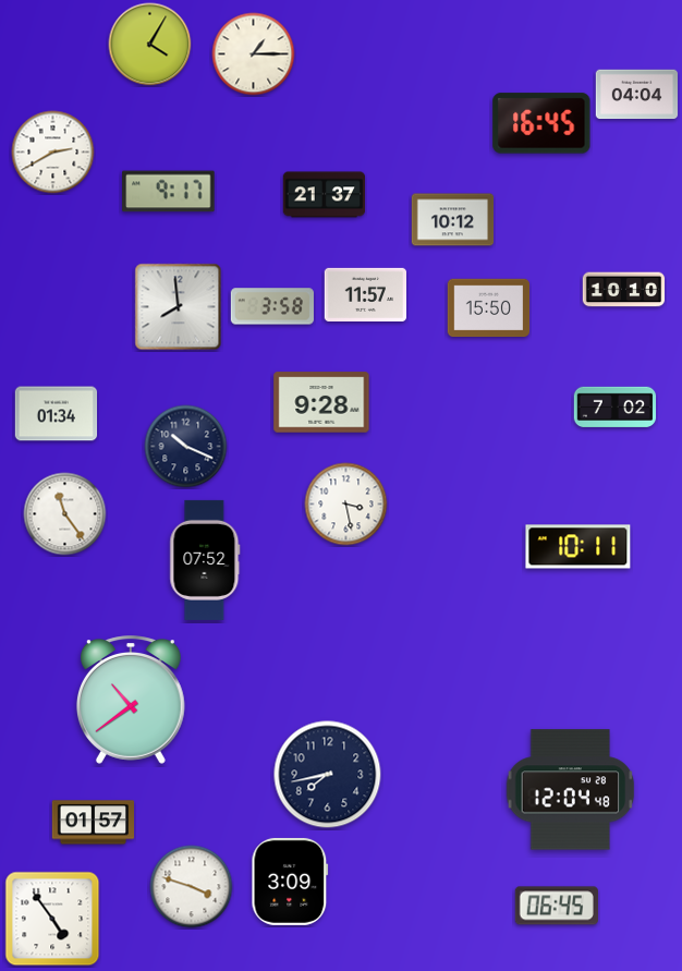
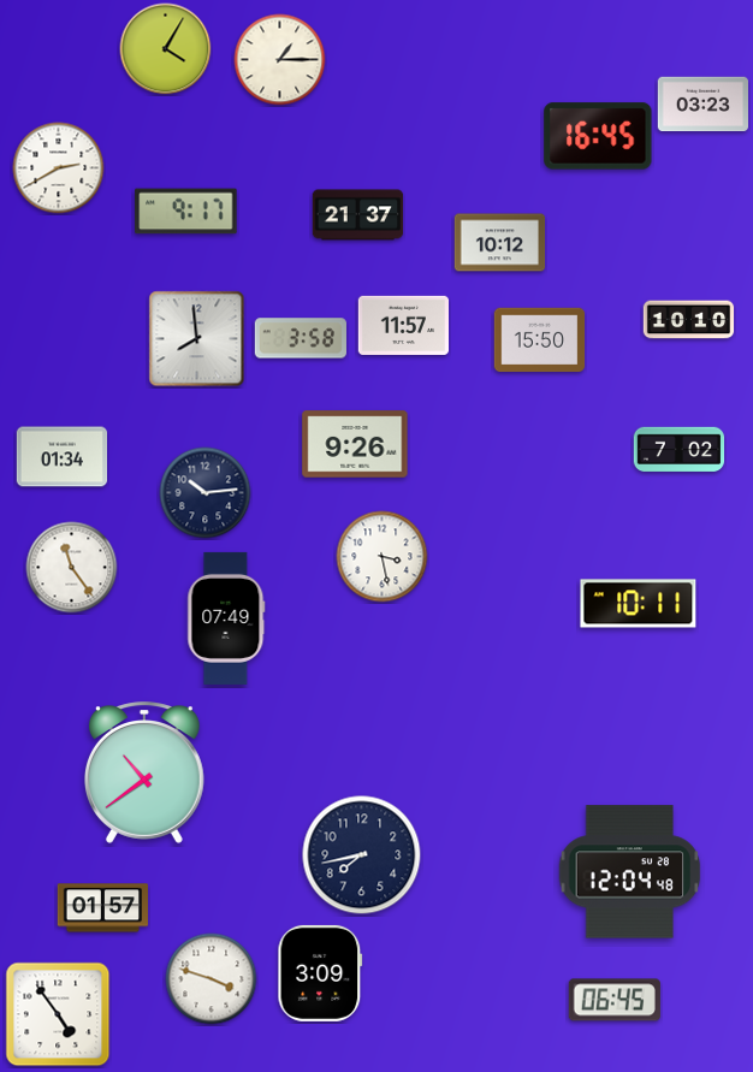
clock at (637, 95): 04:04 -> 03:23
clock at (321, 402): 9:28 -> 9:26
clock at (186, 447): 10:19 -> 10:14
clock at (205, 560): 07:52 -> 07:49
